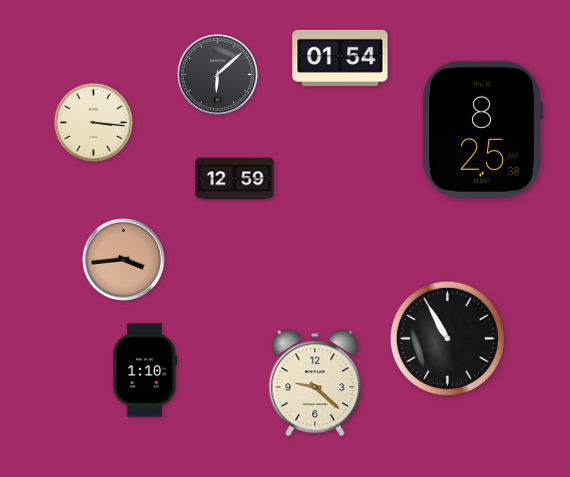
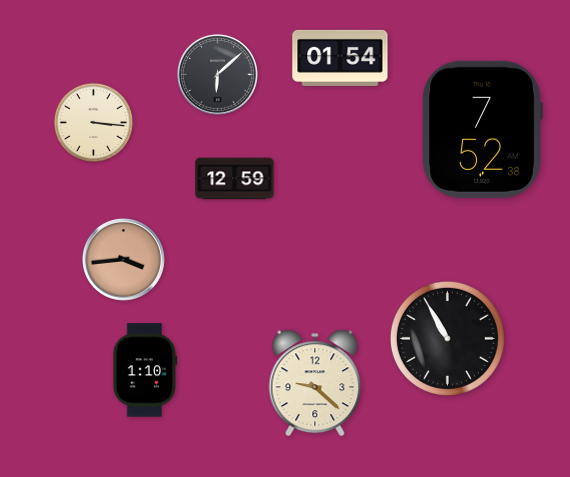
clock at (482, 129): 8:25 -> 7:52
